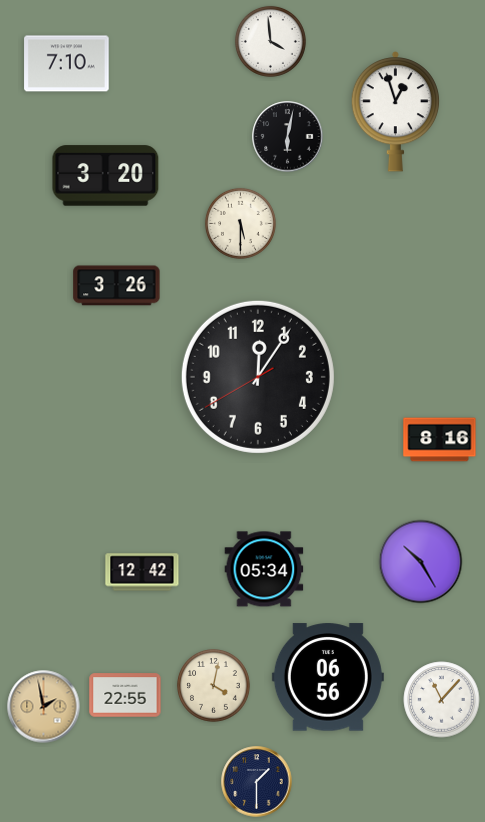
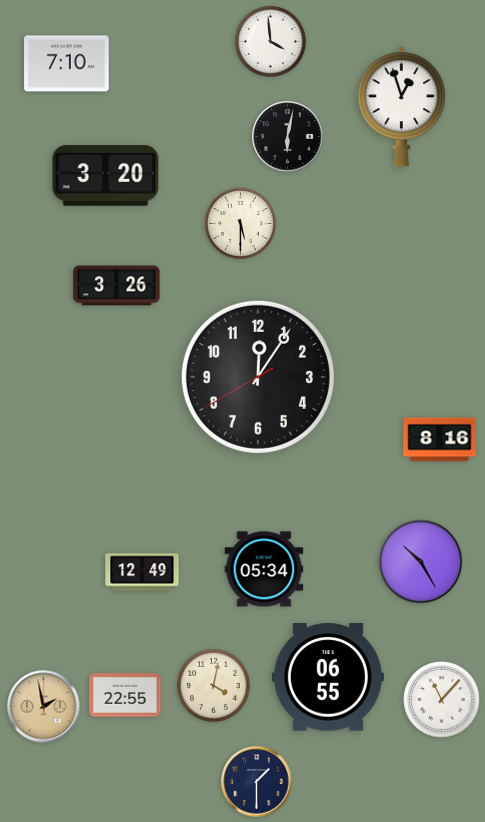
clock at (396, 111) position: (396, 111) -> (402, 106)
clock at (142, 572): 12:42 -> 12:49
clock at (328, 677): 06:56 -> 06:55
